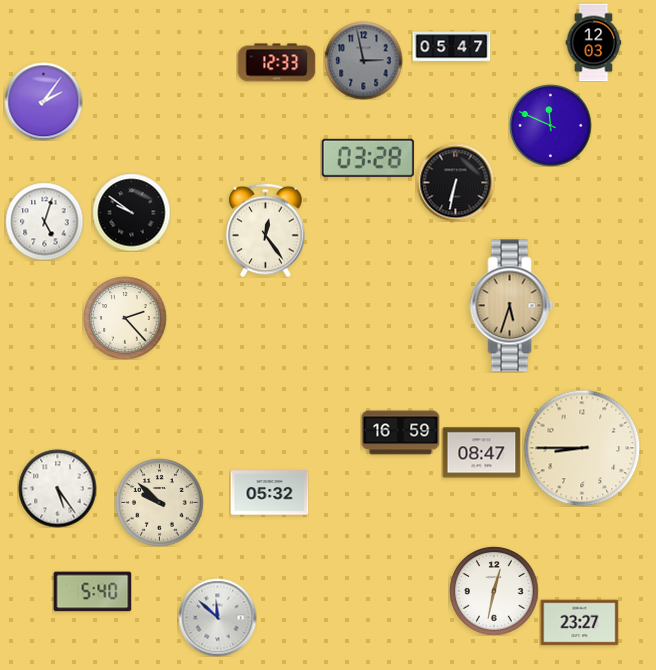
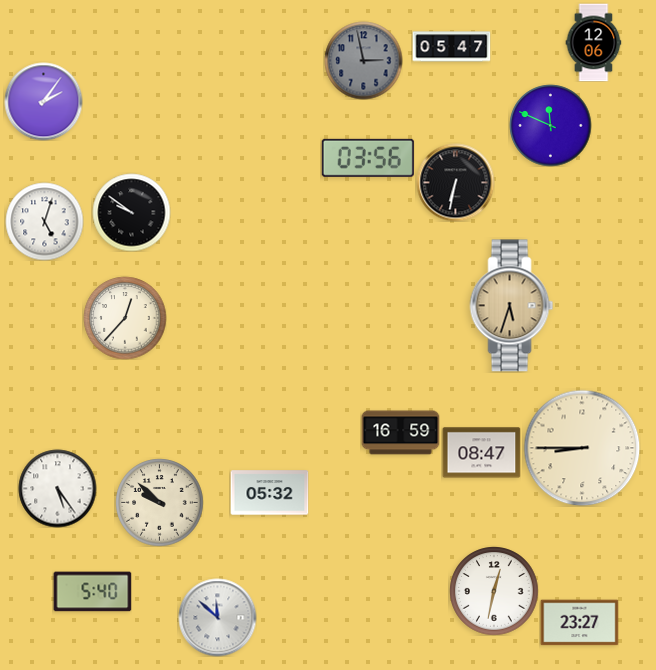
clock at (594, 42): 12:03 -> 12:06
clock at (276, 63): 12:33 -> none
clock at (368, 158): 03:28 -> 03:56
clock at (266, 230): 12:24 -> none
clock at (125, 318): 2:23 -> 12:37
